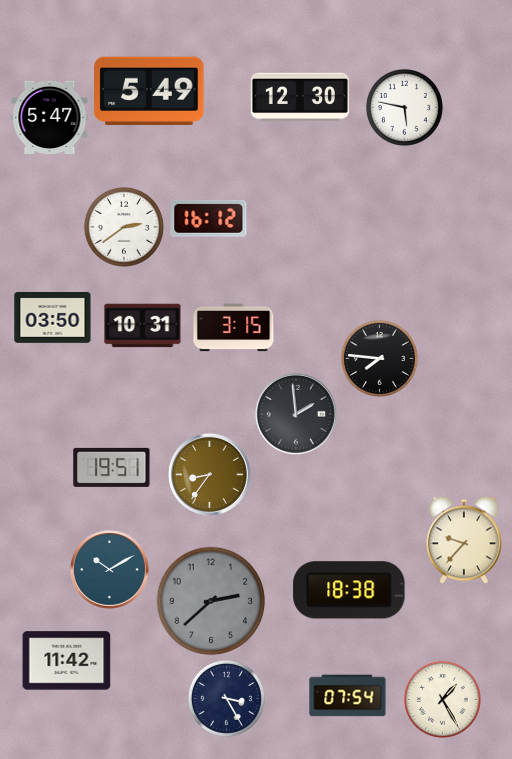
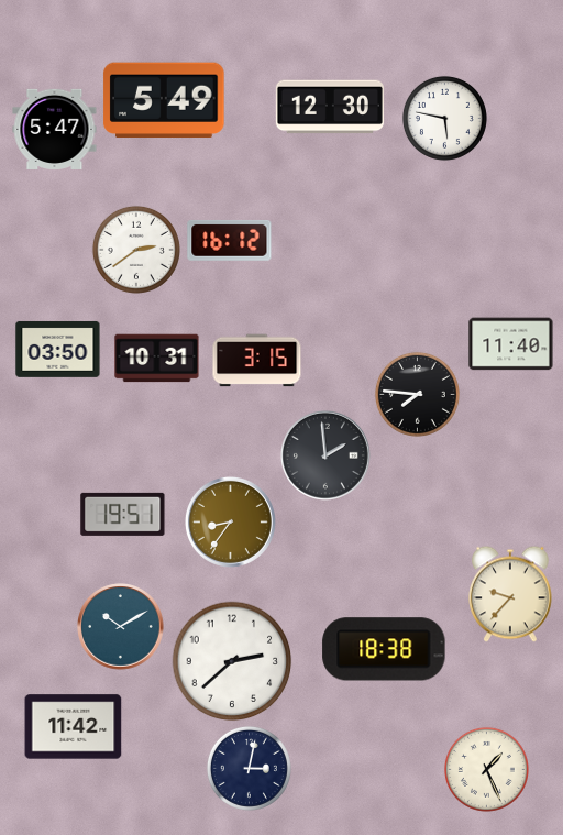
clock at (511, 344): none -> 11:40
clock at (211, 601) dial: grey -> white
clock at (348, 696): 07:54 -> none
clock at (226, 698): 3:25 -> 3:02
clock at (442, 699): 1:25 -> 1:26
